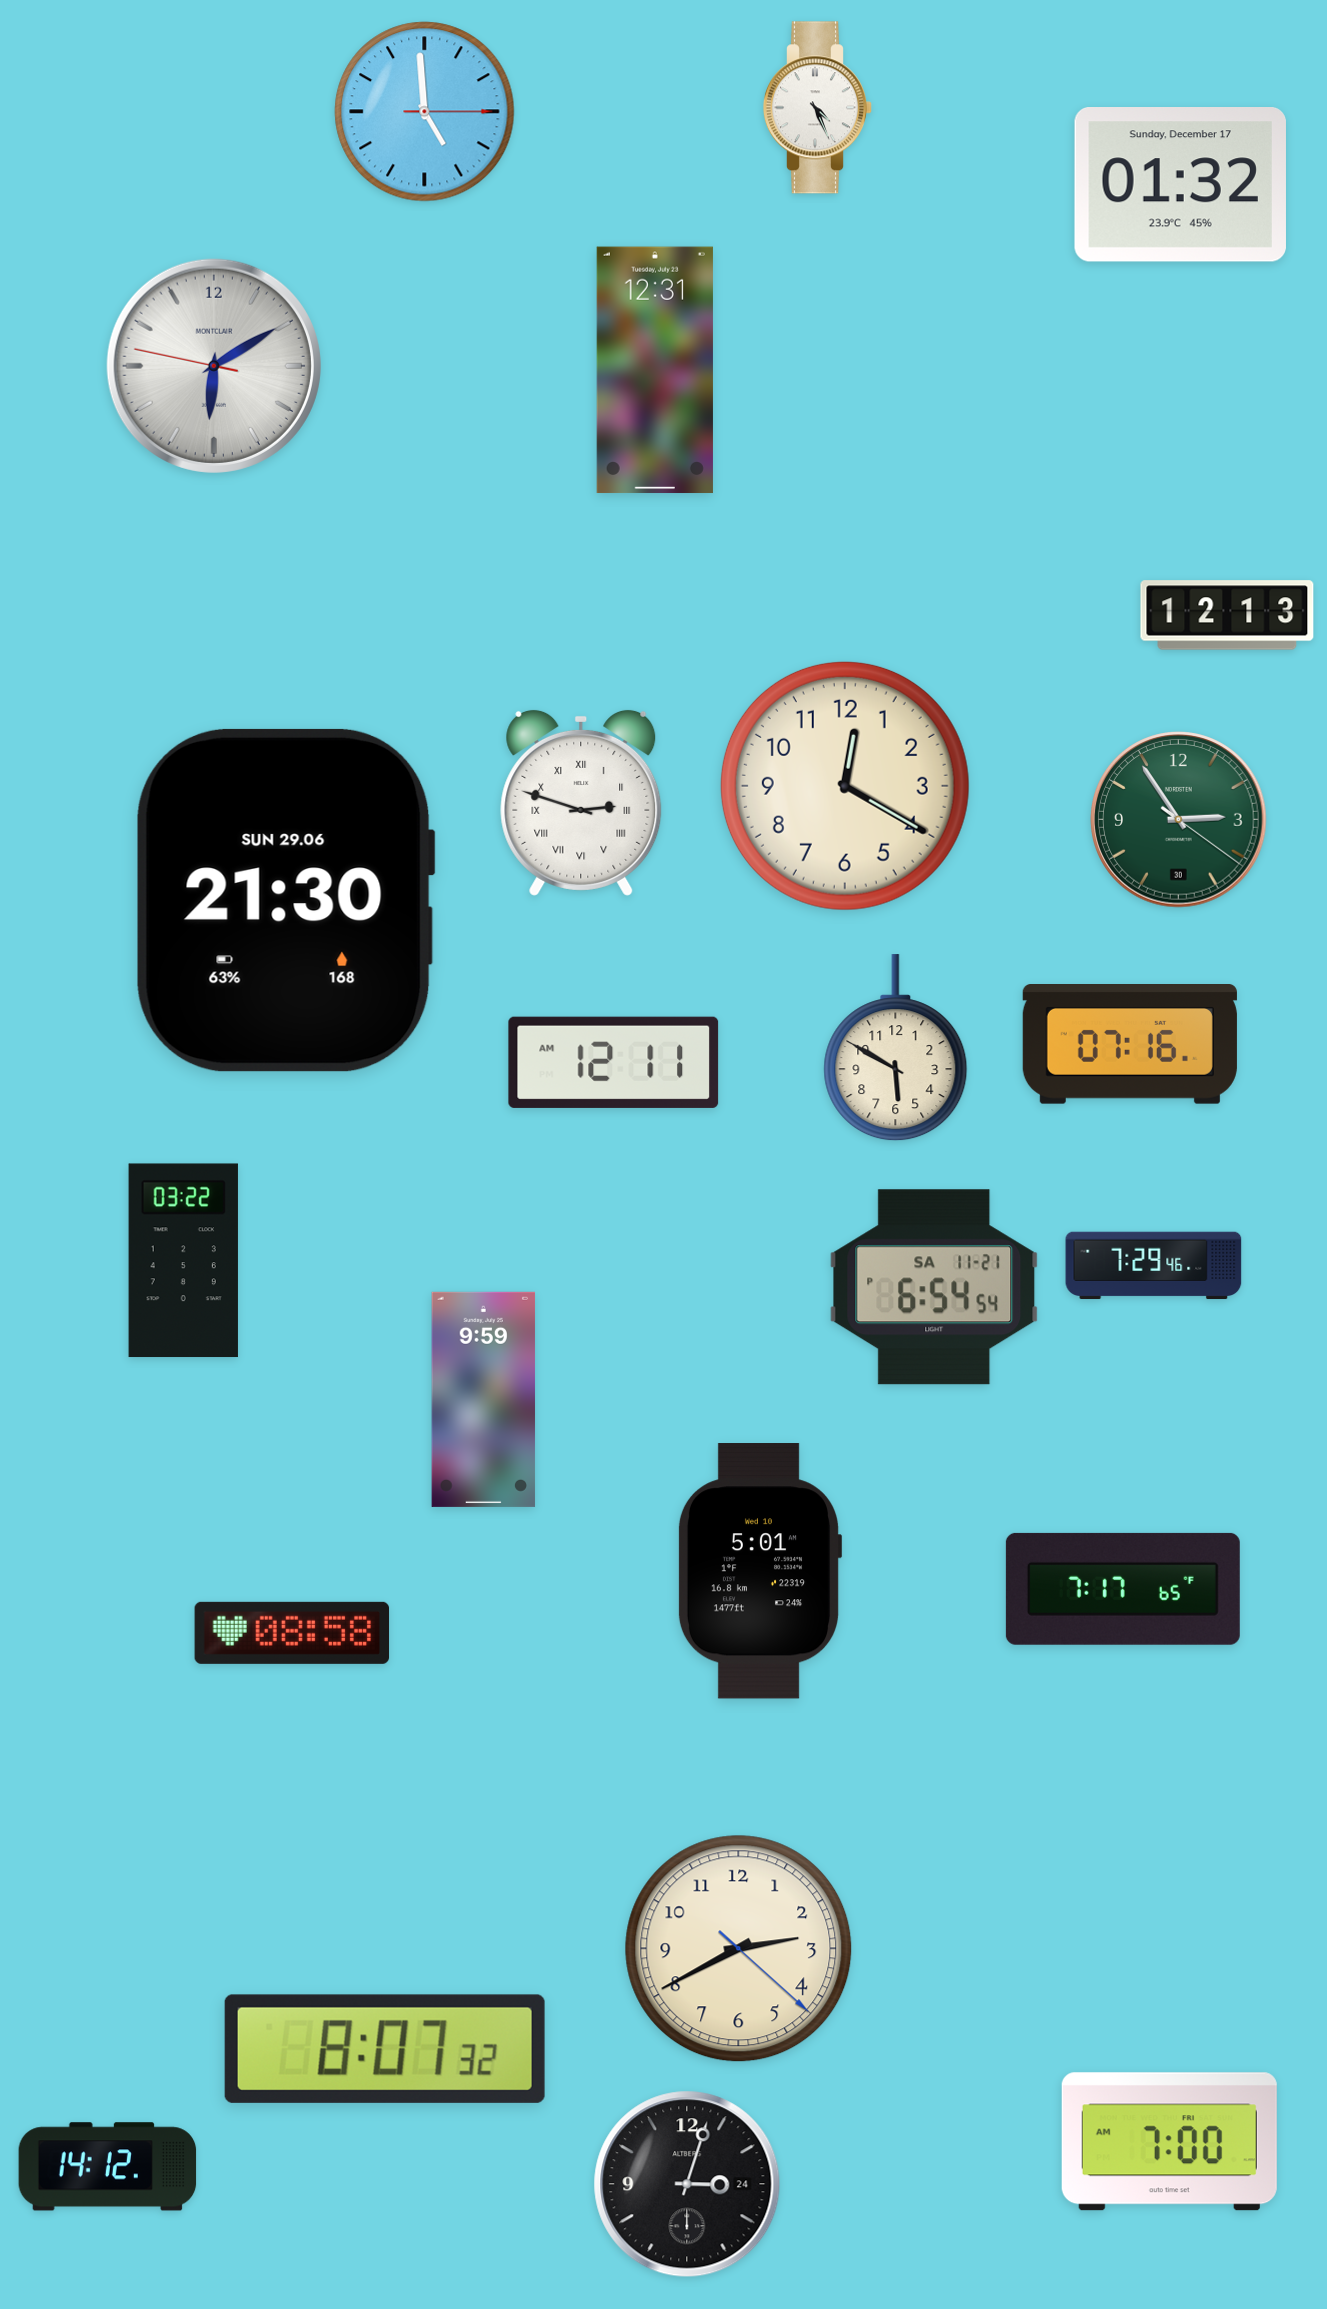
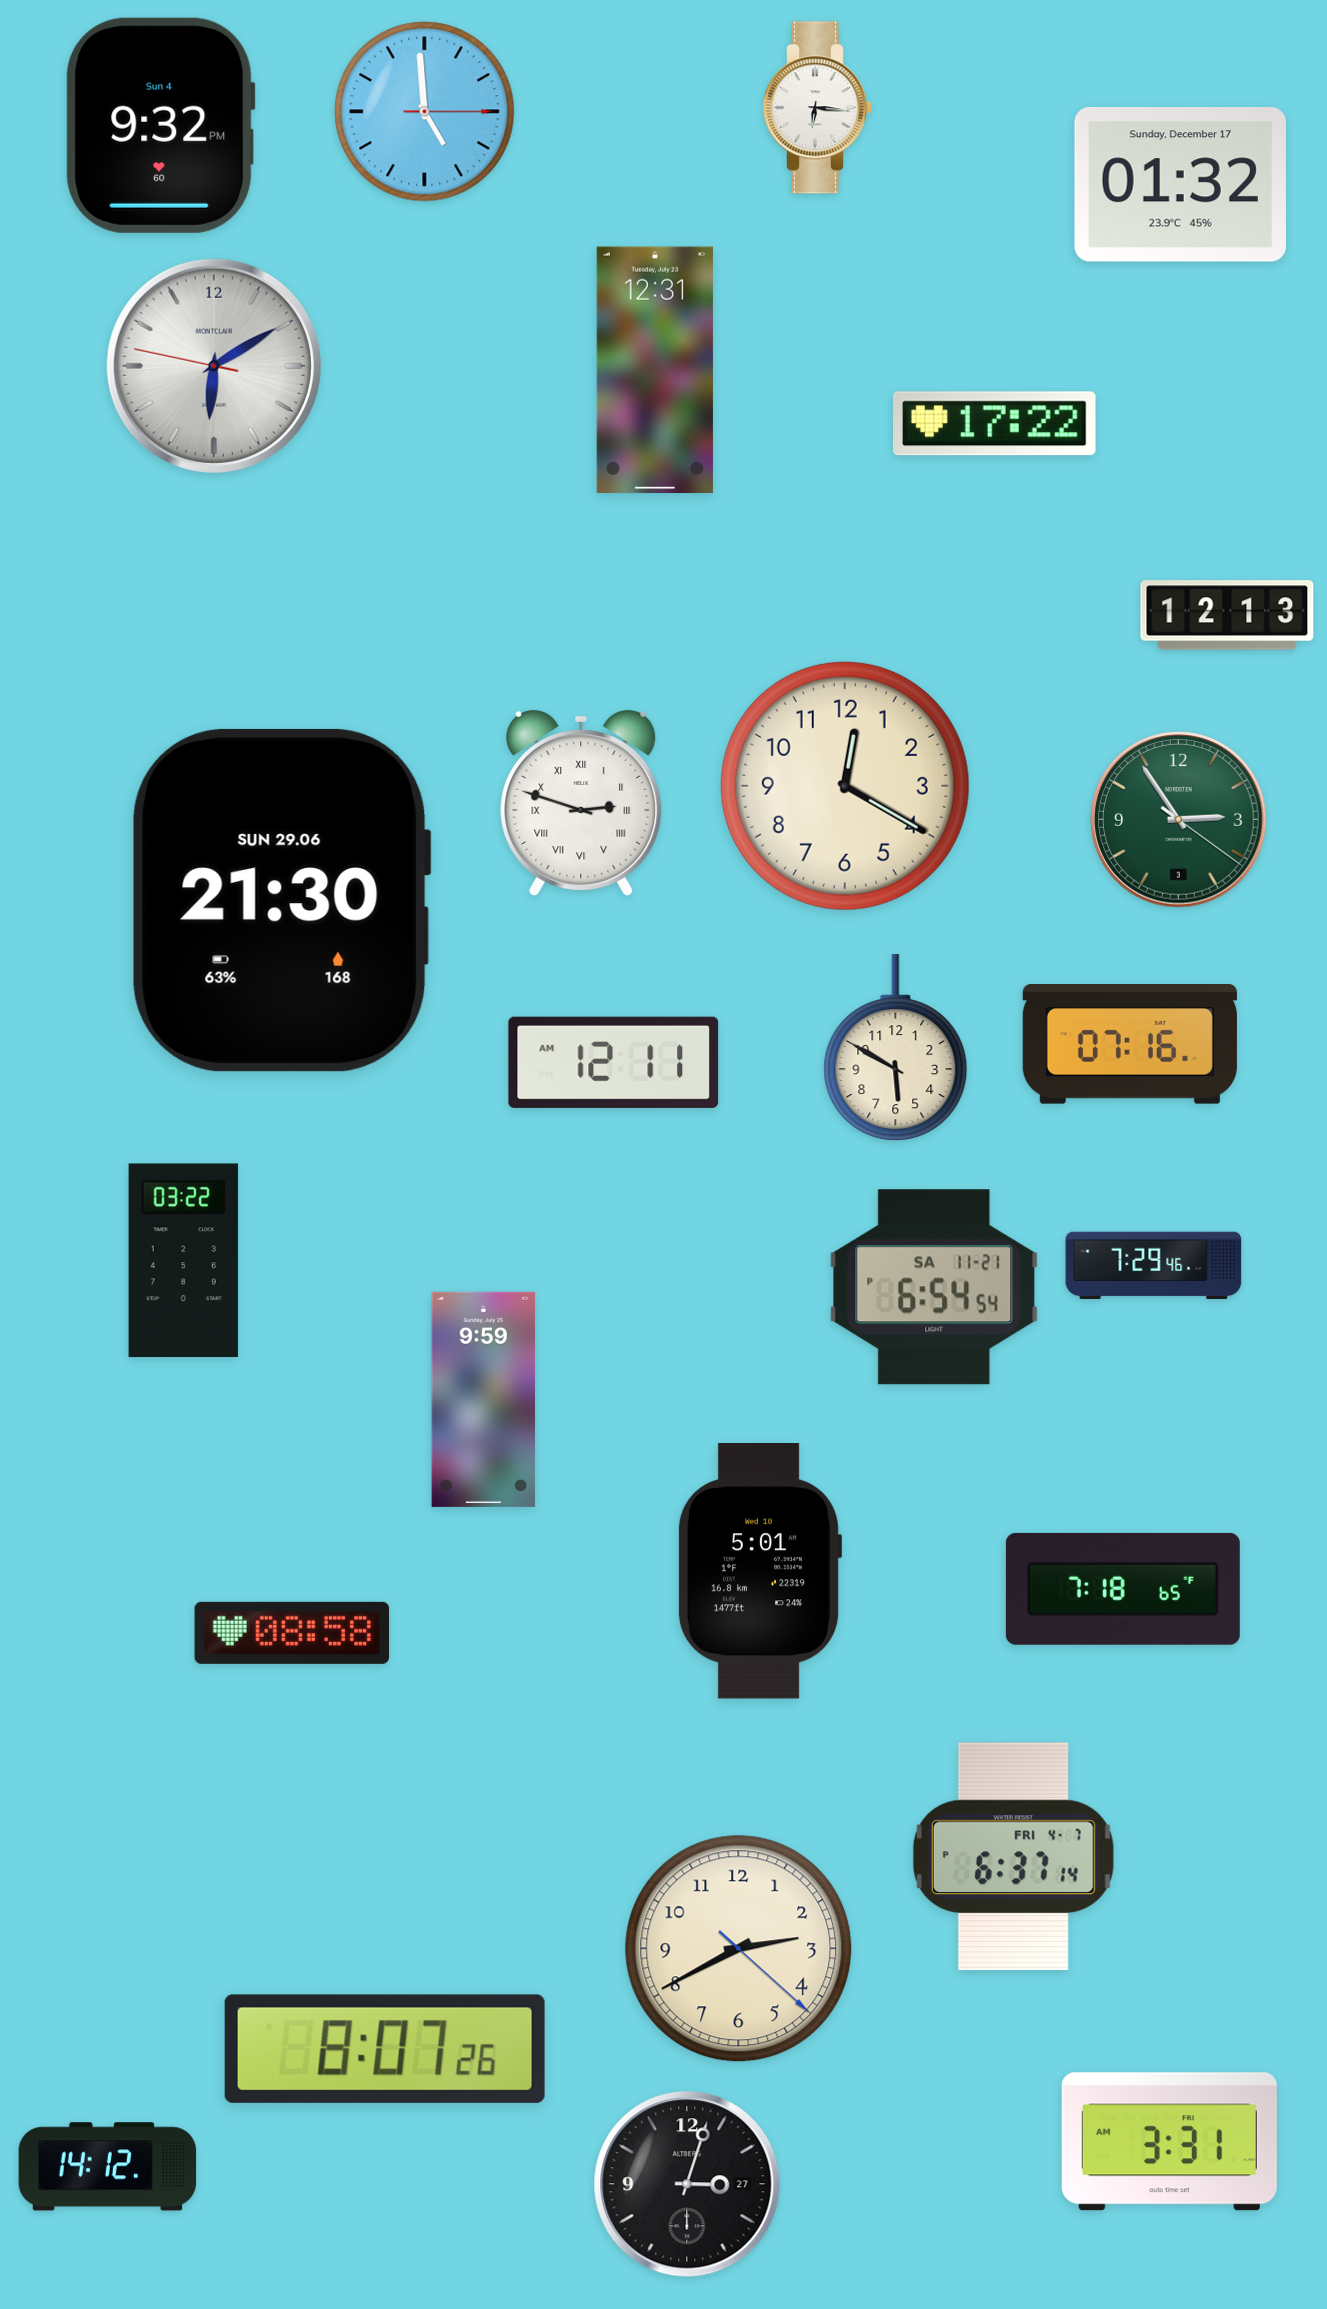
clock at (817, 108): 4:26 -> 6:16
clock at (160, 125): none -> 9:32
clock at (995, 424): none -> 17:22
clock at (1179, 820) date: 30 -> 3
clock at (285, 900) position: (285, 900) -> (281, 900)
clock at (1123, 1589): 7:17 -> 7:18
clock at (1013, 1857): none -> 6:37
clock at (385, 2049): 8:07:32 -> 8:07:26
clock at (1169, 2142): 7:00 -> 3:31
clock at (687, 2184) date: 24 -> 27
